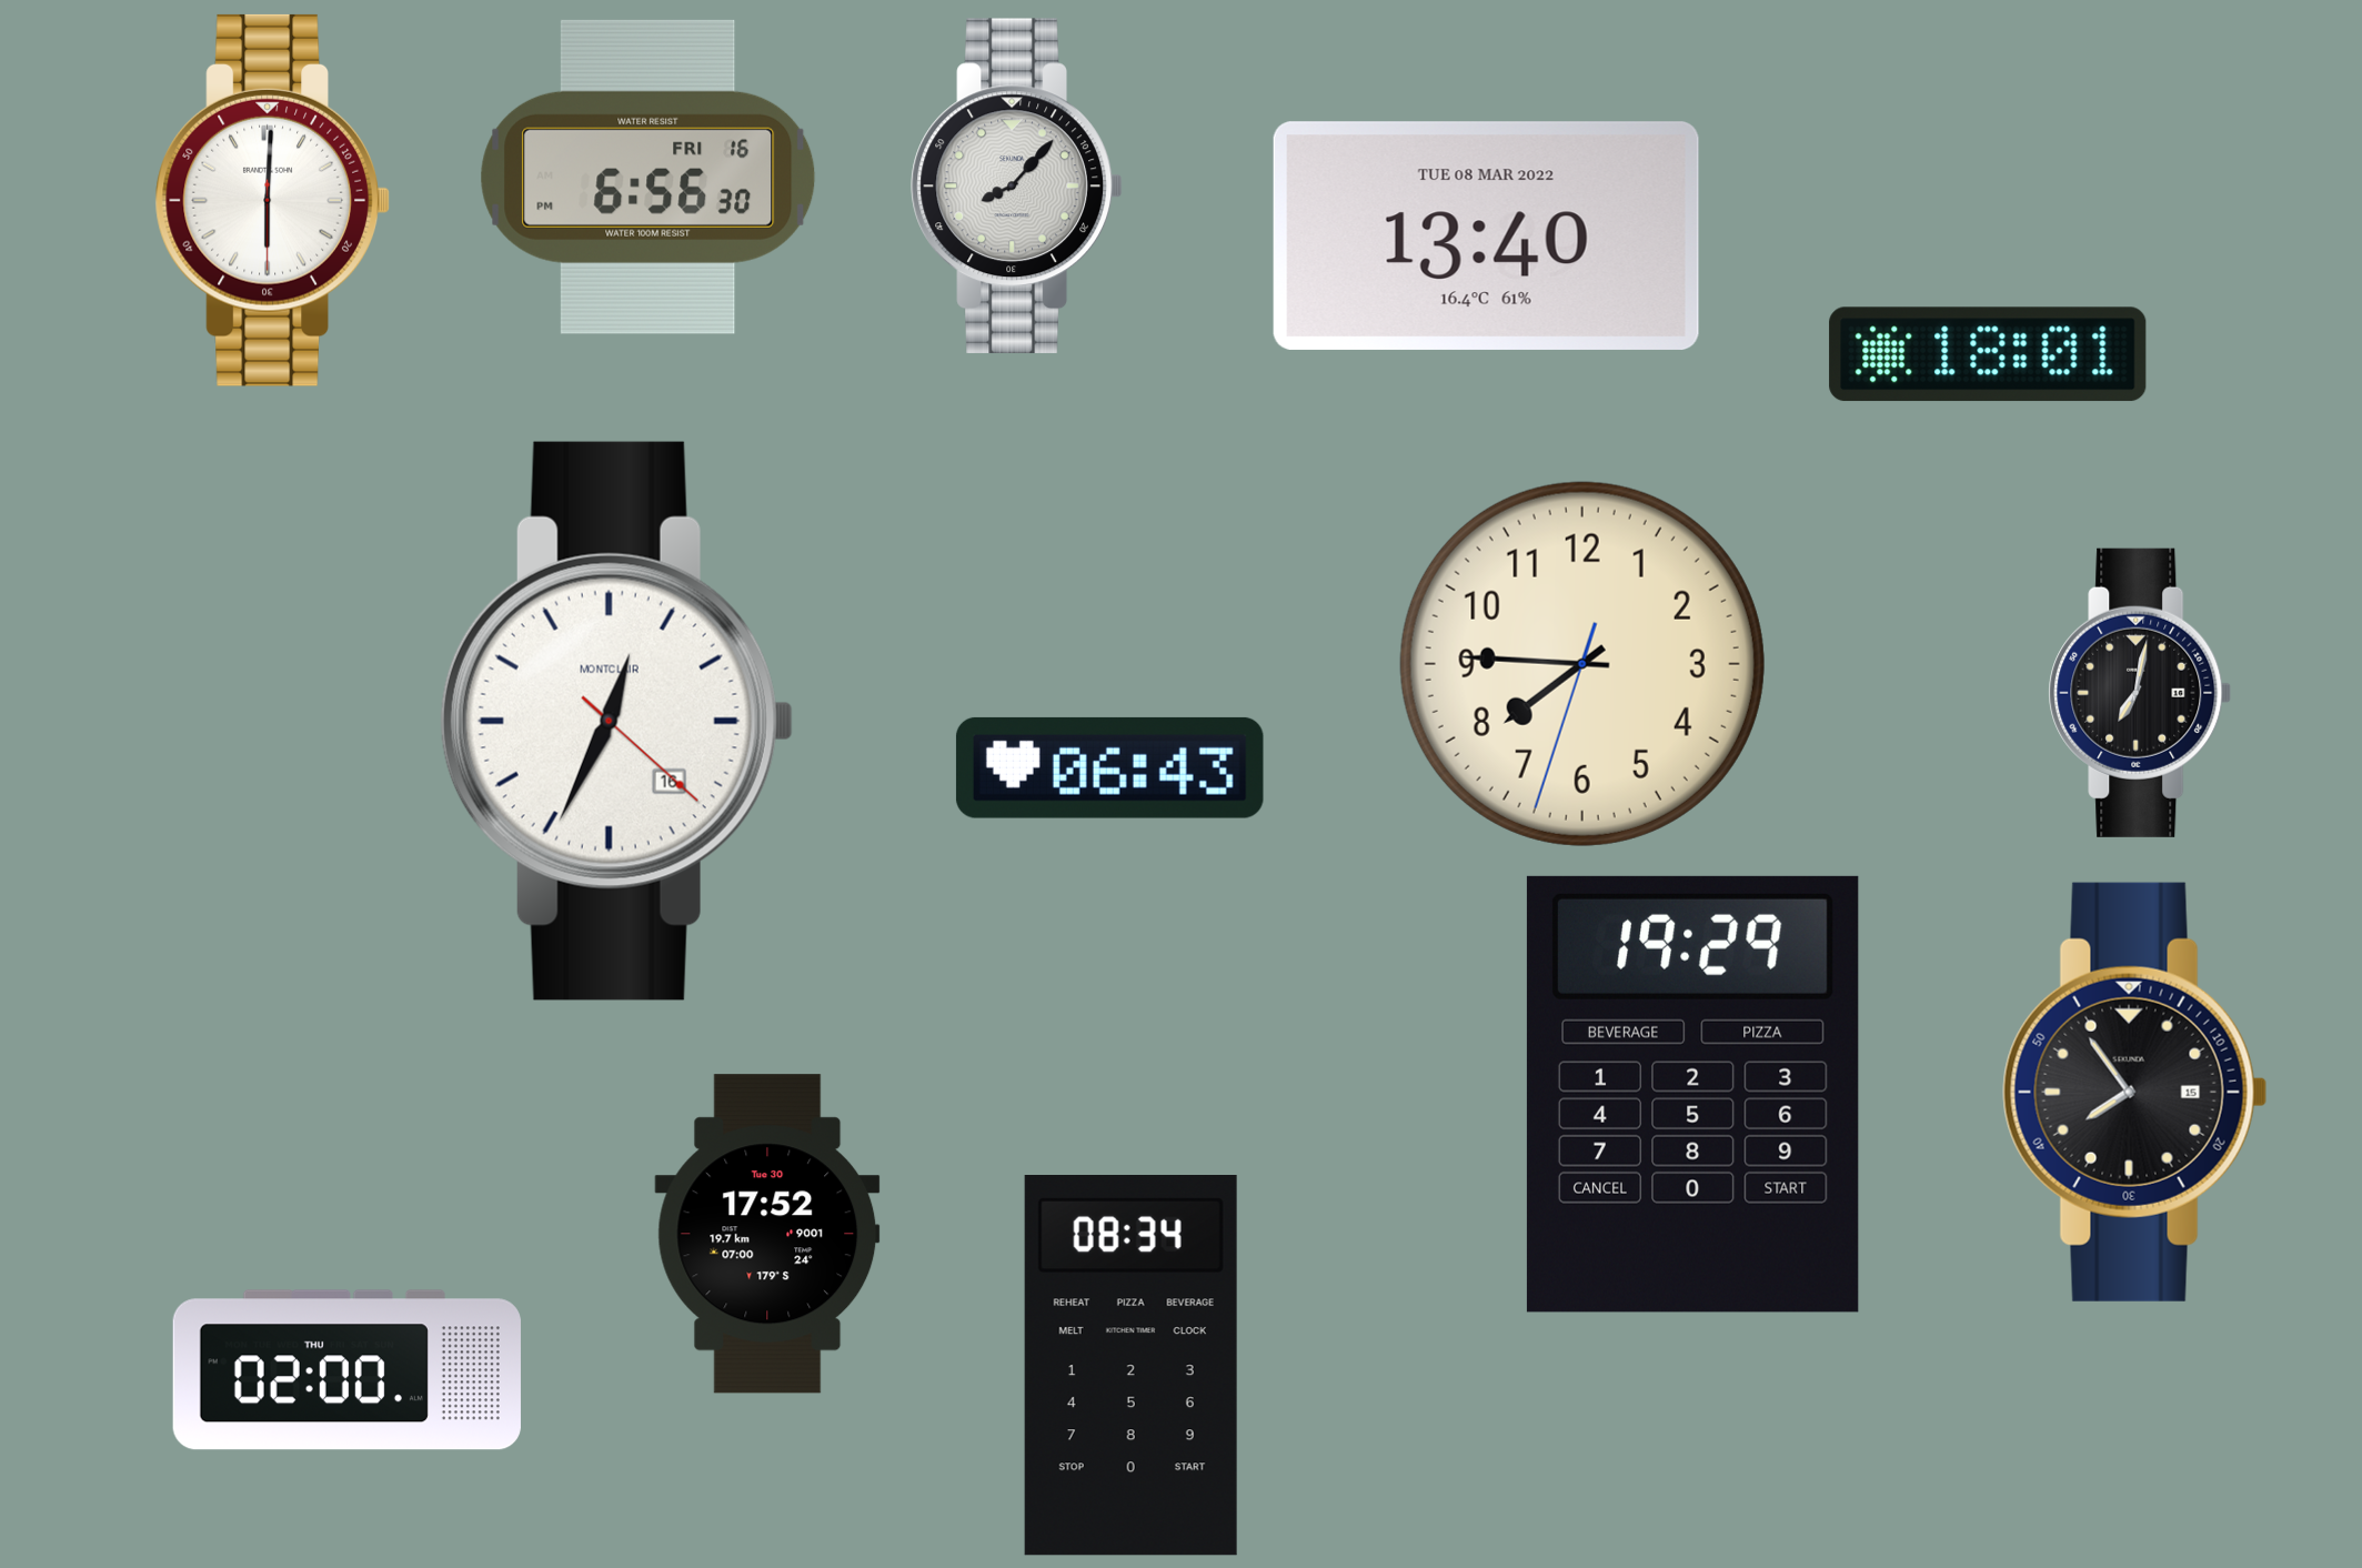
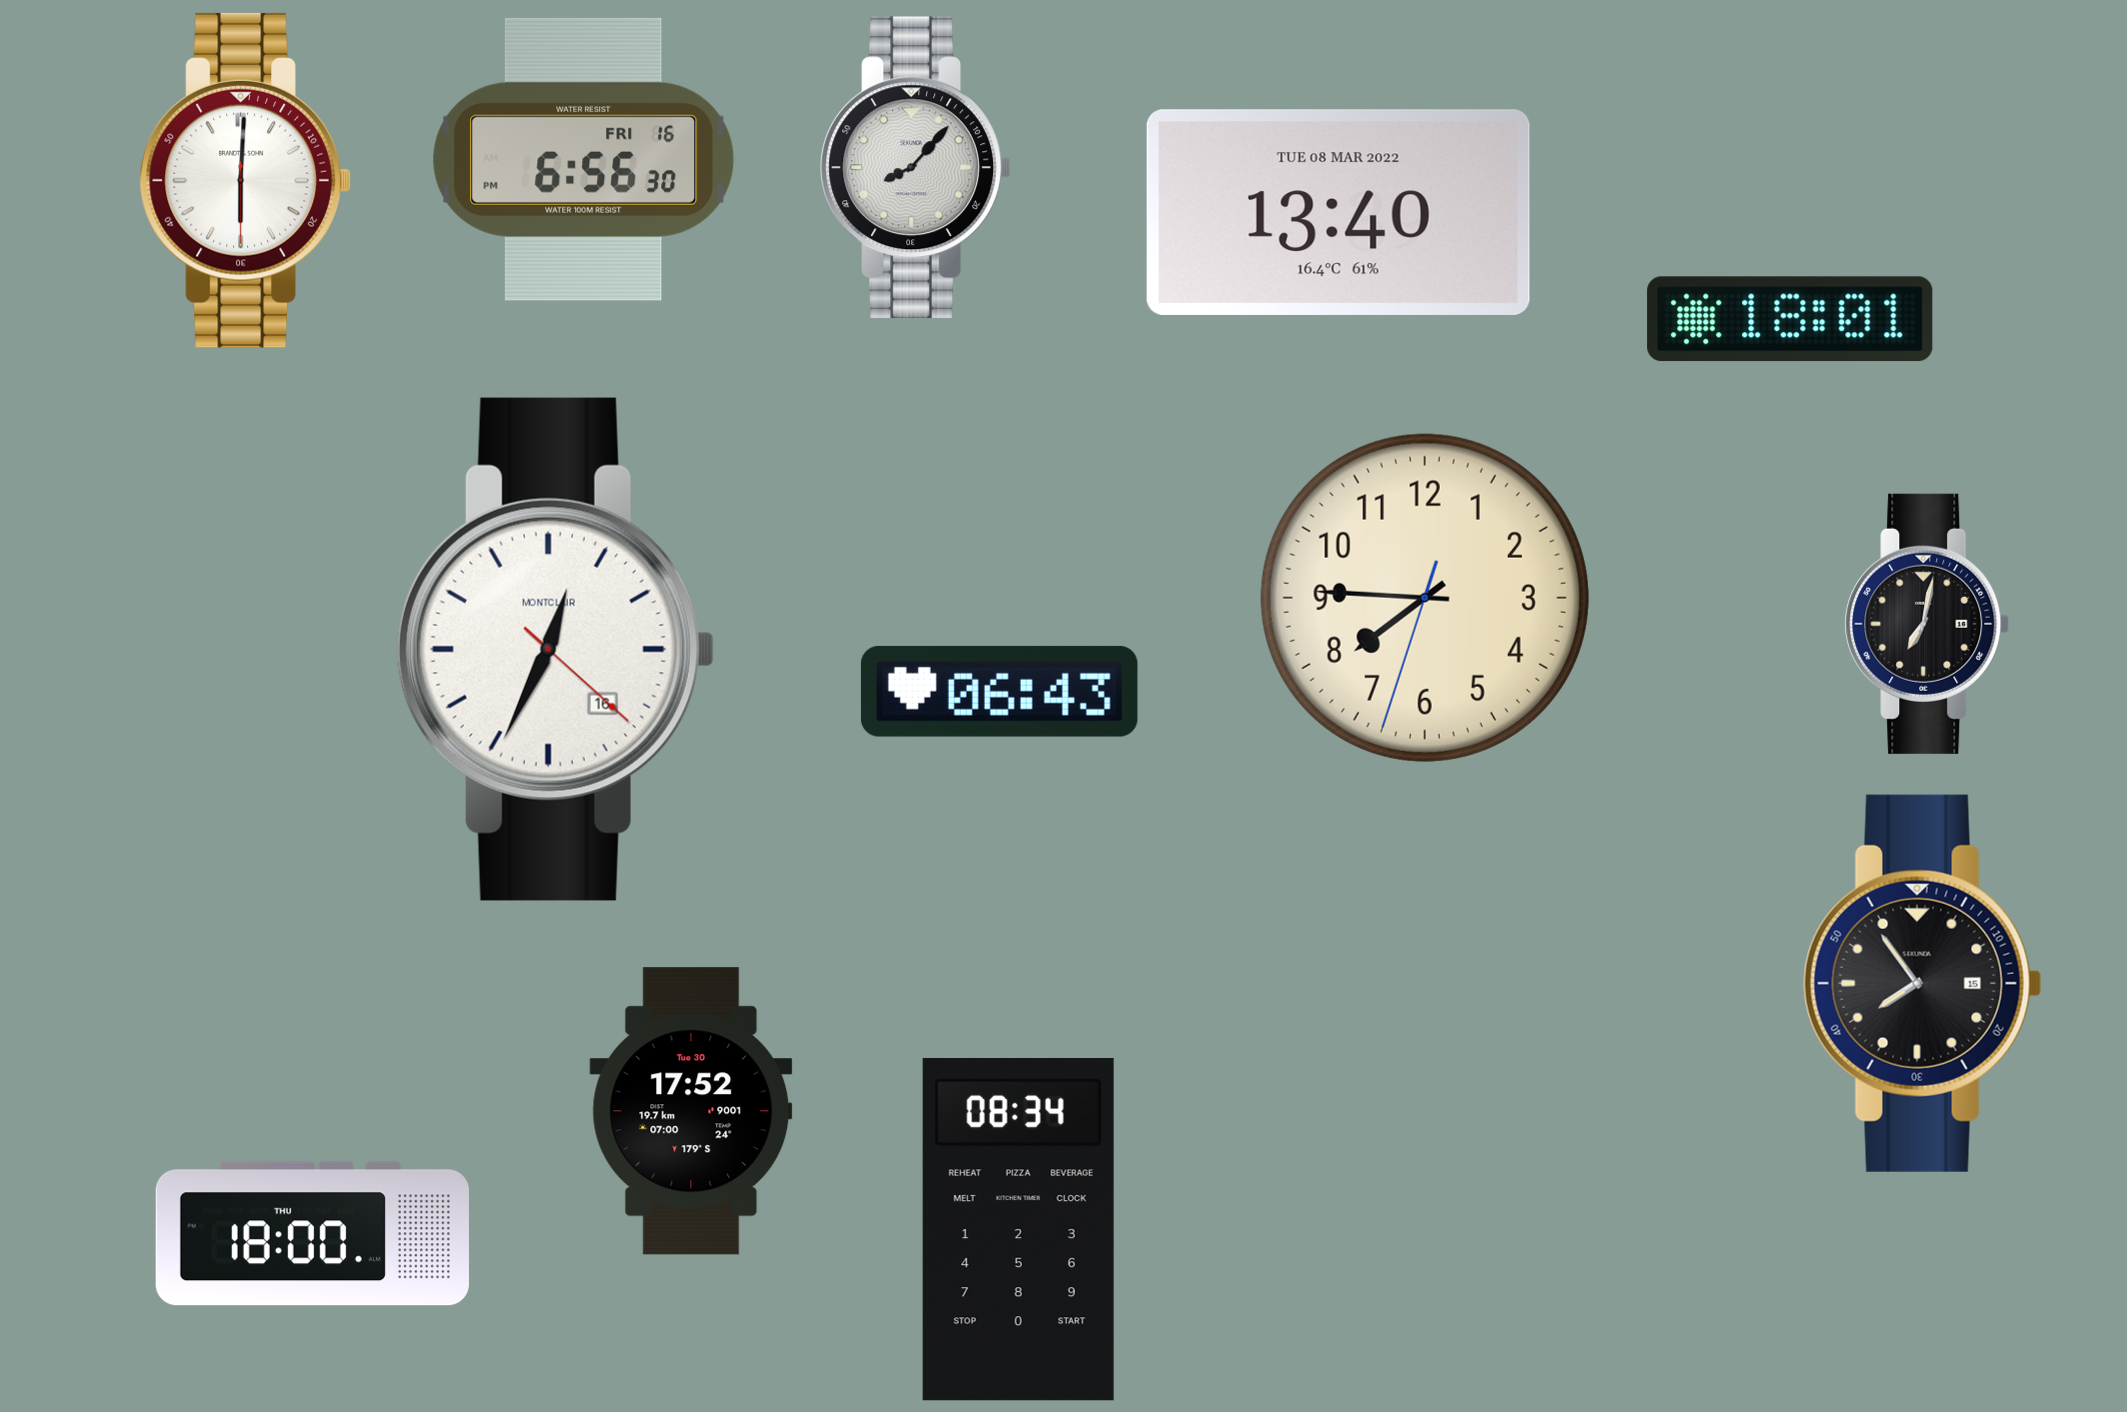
clock at (1692, 1094): 19:29 -> none
clock at (346, 1370): 02:00 -> 18:00
